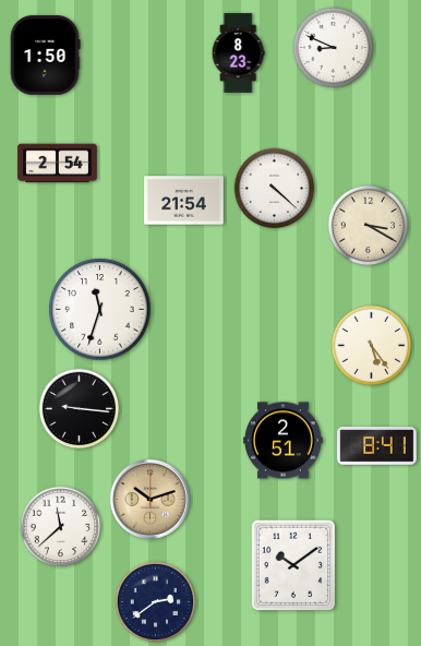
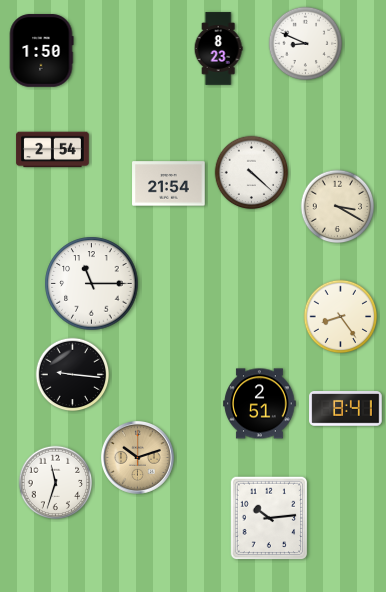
clock at (100, 310): 11:33 -> 11:15
clock at (372, 346): 5:24 -> 8:24
clock at (61, 527): 11:38 -> 11:33
clock at (293, 565): 10:09 -> 10:14
clock at (156, 602): 2:39 -> none
